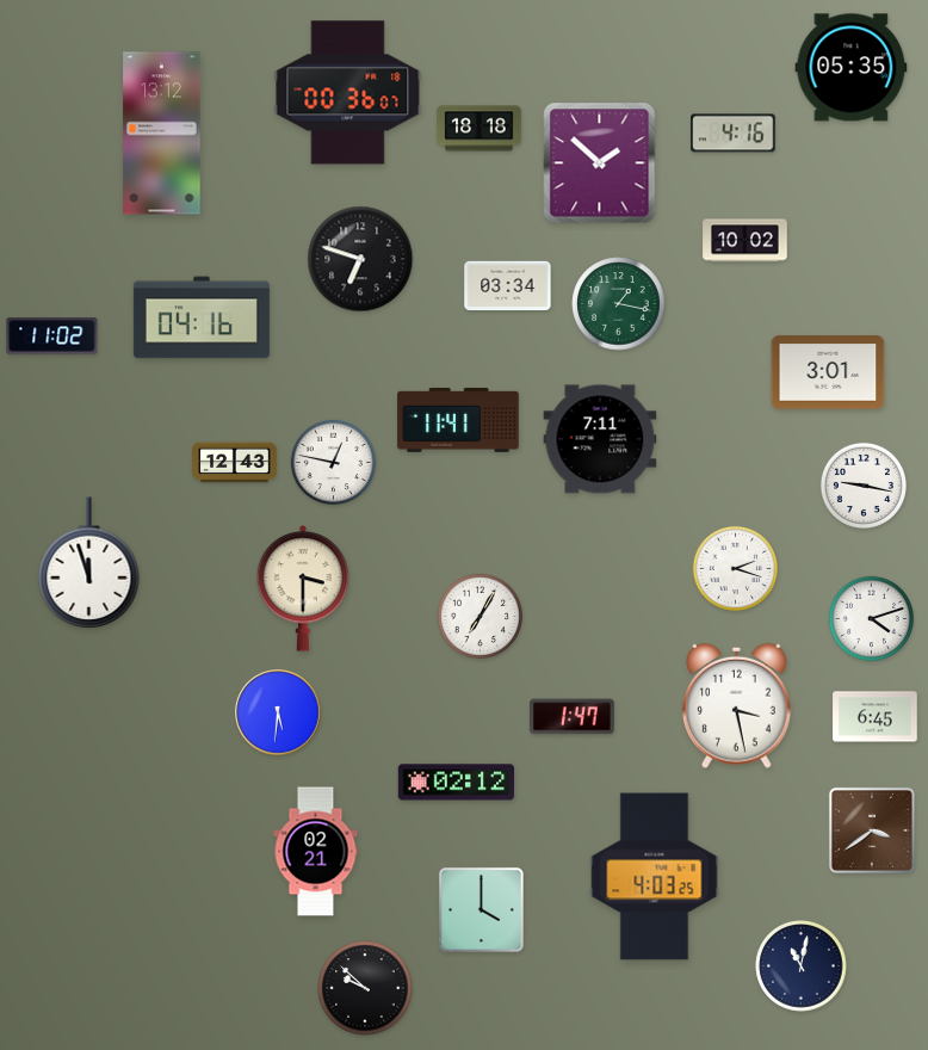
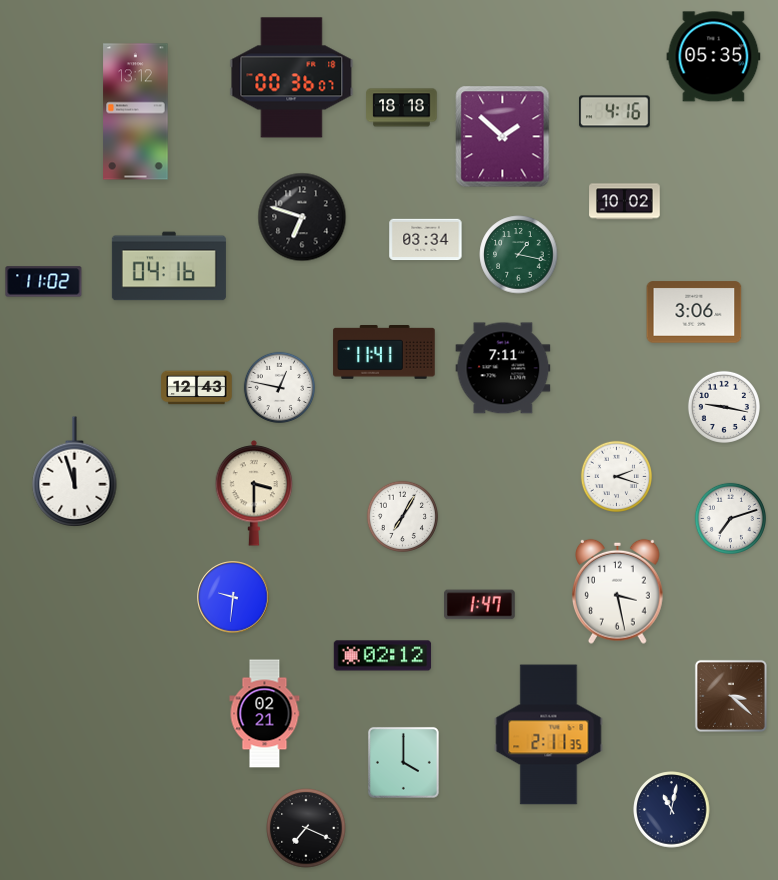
clock at (828, 372): 3:01 -> 3:06
clock at (871, 618): 4:12 -> 7:12
clock at (278, 712): 5:31 -> 9:31
clock at (573, 717) position: (573, 717) -> (480, 605)
clock at (876, 717): 6:45 -> none
clock at (872, 830): 3:39 -> 3:22
clock at (655, 877): 4:03 -> 2:11
clock at (365, 988): 9:52 -> 7:19
